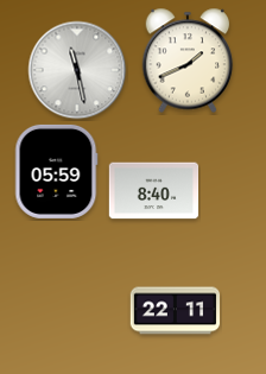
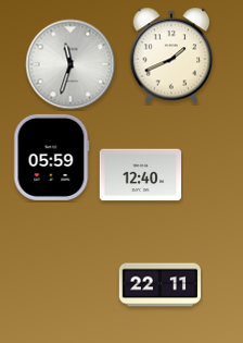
clock at (77, 70): 11:28 -> 11:33
clock at (154, 191): 8:40 -> 12:40
